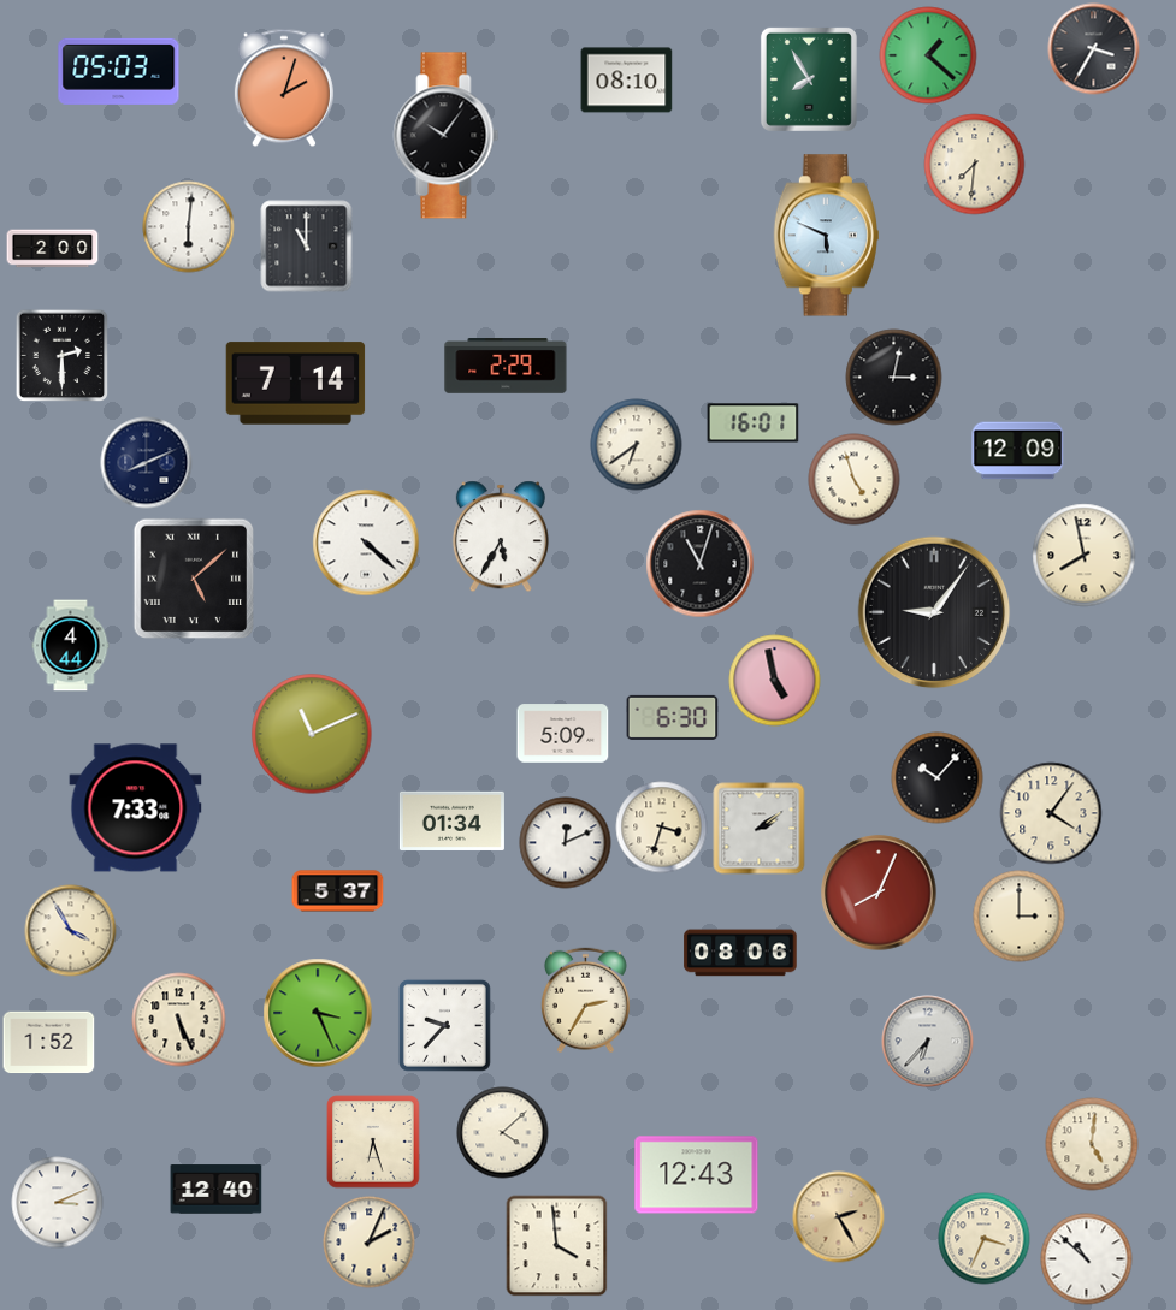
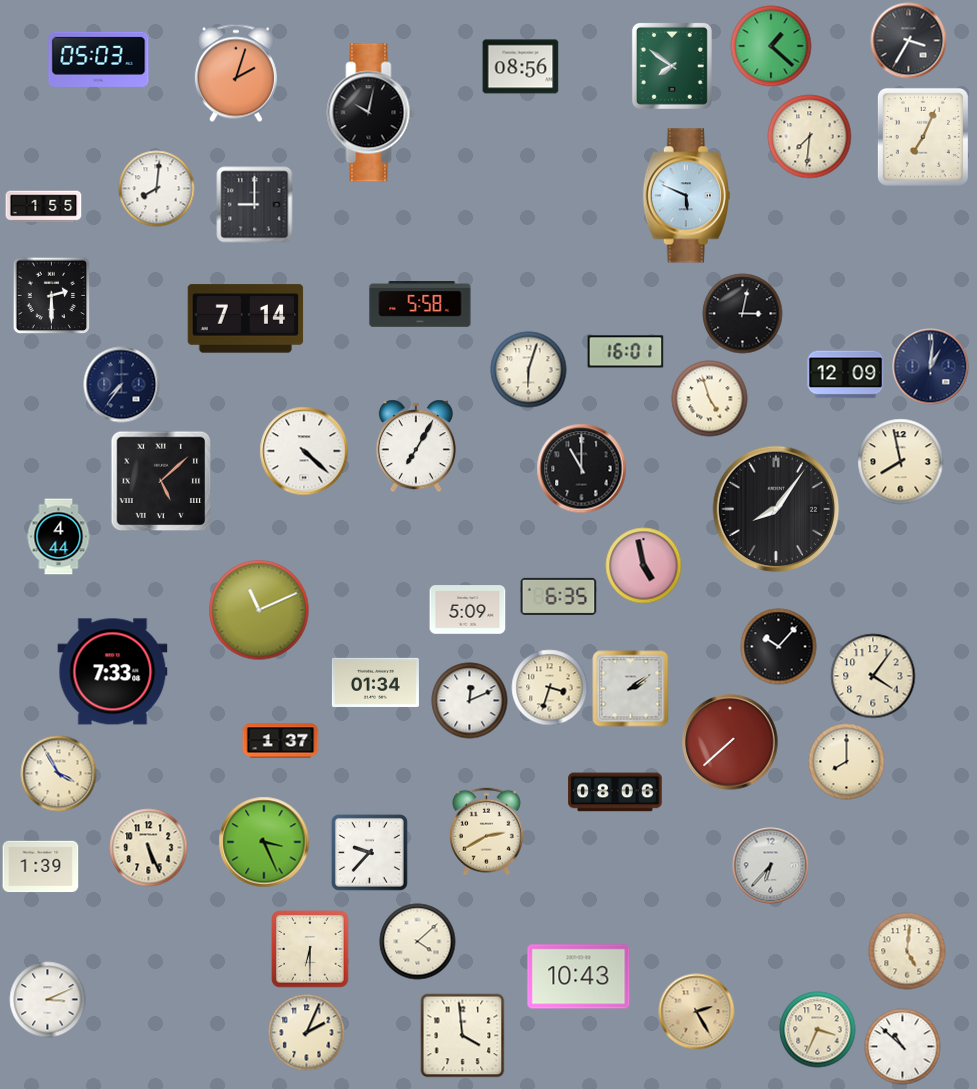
clock at (809, 79): 7:55 -> 7:51
clock at (627, 81): 08:10 -> 08:56
clock at (447, 136): 10:06 -> 10:02
clock at (923, 137): none -> 7:04
clock at (189, 227): 6:01 -> 8:01
clock at (307, 247): 11:00 -> 9:00
clock at (53, 249): 2:00 -> 1:55
clock at (506, 367): 2:29 -> 5:58
clock at (931, 367): none -> 1:01
clock at (637, 445): 6:39 -> 6:03
clock at (147, 463): 8:11 -> 7:36
clock at (501, 537): 5:35 -> 7:05
clock at (701, 564): 11:03 -> 11:00
clock at (934, 612): 9:06 -> 8:06
clock at (673, 717): 6:30 -> 6:35
clock at (338, 891): 5:37 -> 1:37
clock at (879, 893): 8:04 -> 7:38
clock at (1020, 917): 3:00 -> 8:00
clock at (585, 1001): 2:35 -> 2:40
clock at (49, 1043): 1:52 -> 1:39
clock at (373, 1142): 6:27 -> 6:30
clock at (697, 1175): 12:43 -> 10:43
clock at (217, 1190): 12:40 -> none
